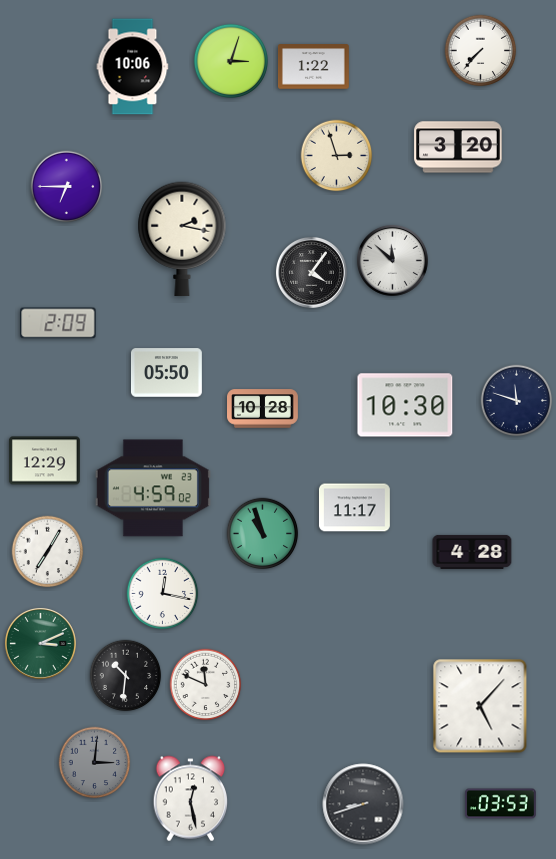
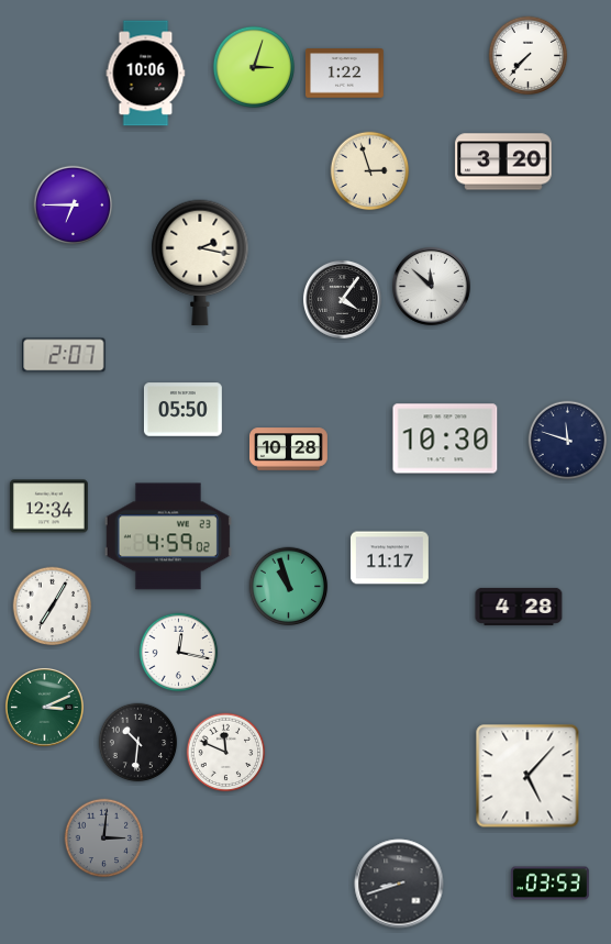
clock at (58, 323): 2:09 -> 2:07
clock at (405, 405) position: (405, 405) -> (445, 438)
clock at (44, 461): 12:29 -> 12:34
clock at (191, 799): 12:28 -> none
